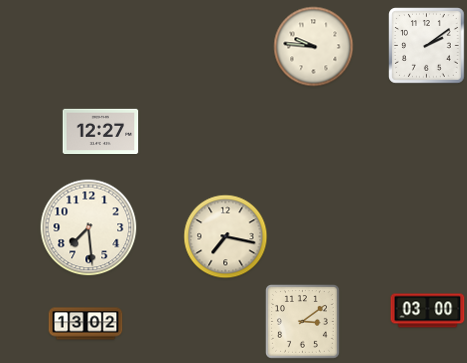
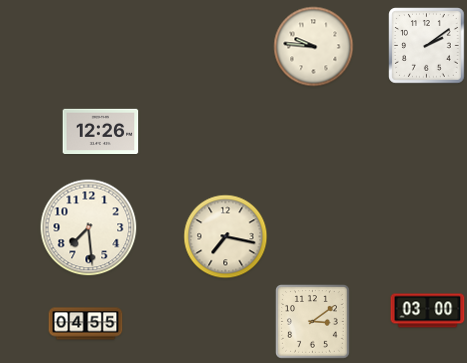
clock at (101, 132): 12:27 -> 12:26
clock at (303, 322) position: (303, 322) -> (313, 322)
clock at (86, 324): 13:02 -> 04:55
